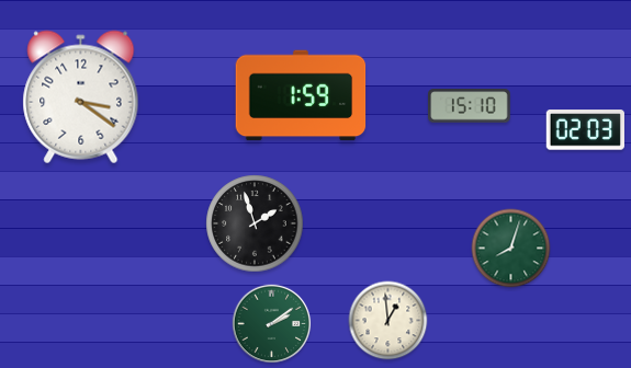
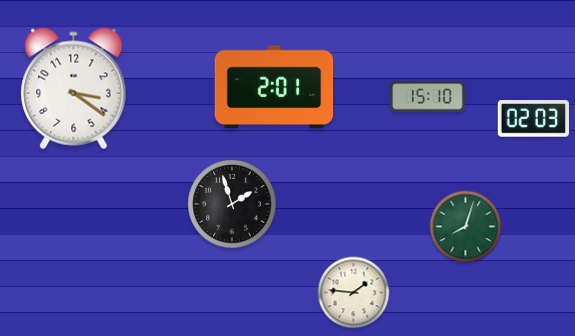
clock at (301, 95): 1:59 -> 2:01
clock at (388, 321): 12:59 -> 1:46
clock at (272, 324): 2:09 -> none
